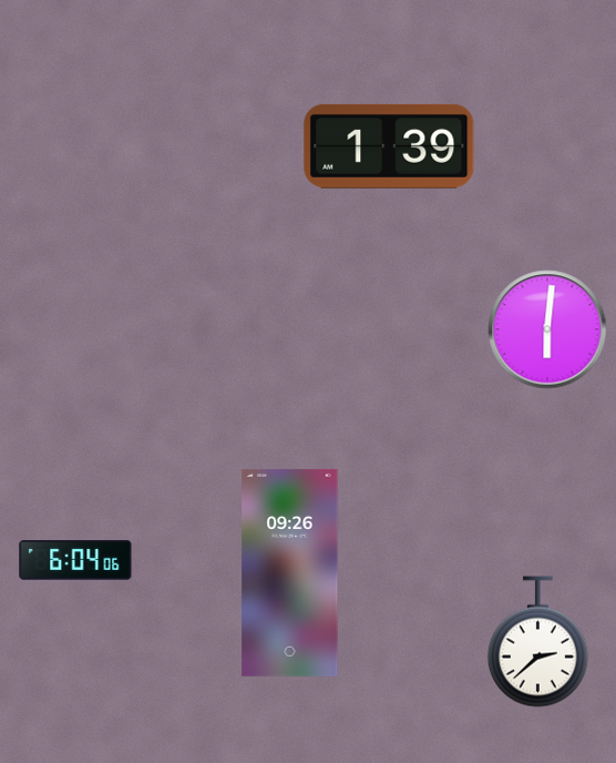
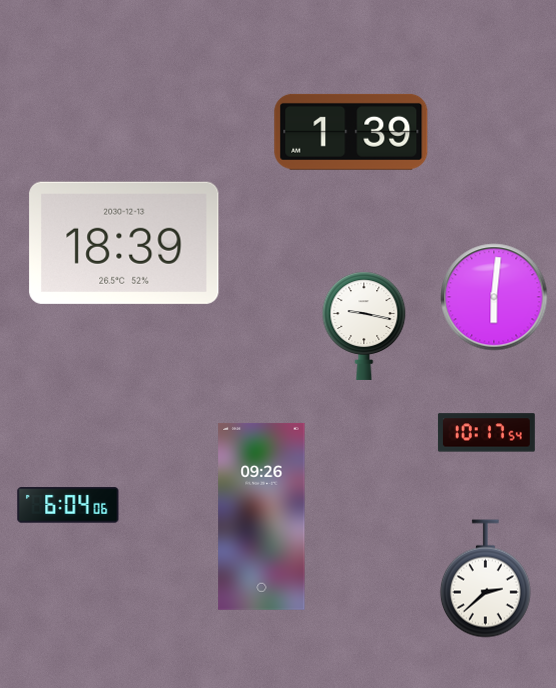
clock at (124, 243): none -> 18:39
clock at (364, 326): none -> 9:17
clock at (486, 433): none -> 10:17
